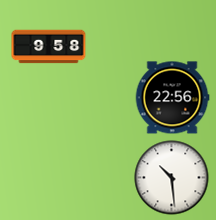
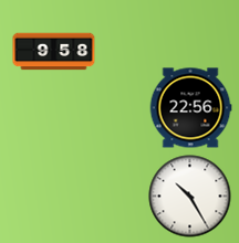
clock at (172, 178): 10:29 -> 10:25
